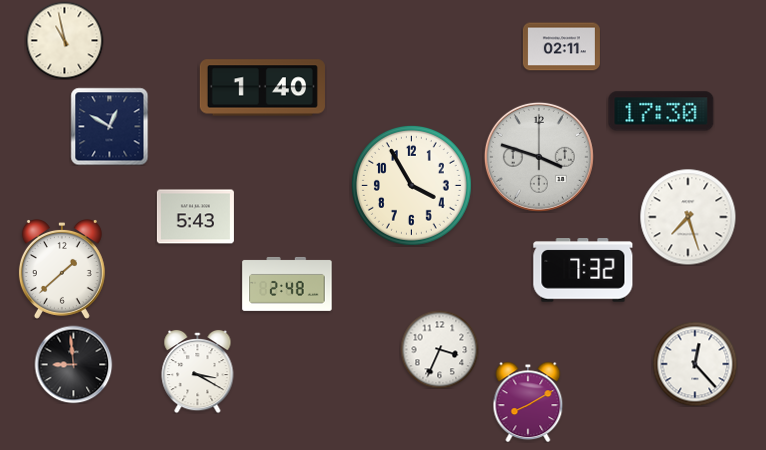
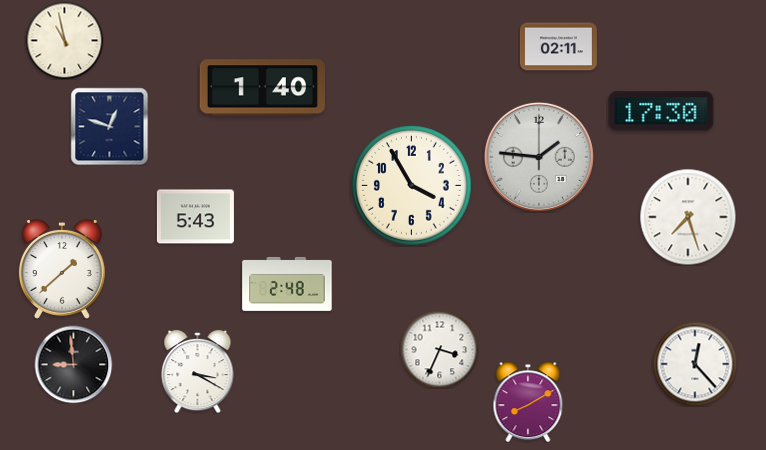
clock at (561, 47) position: (561, 47) -> (558, 47)
clock at (109, 126): 12:50 -> 12:48
clock at (539, 157): 3:48 -> 1:46
clock at (583, 270): 7:32 -> none
